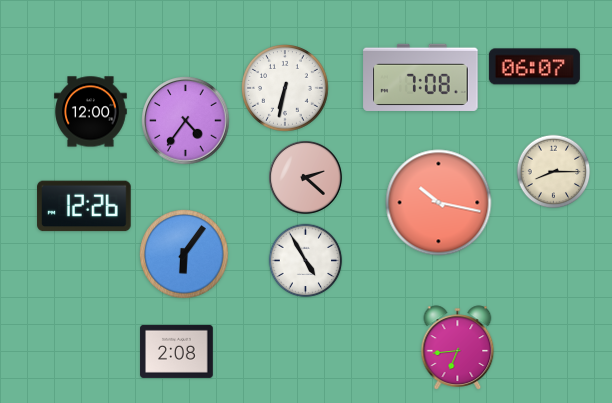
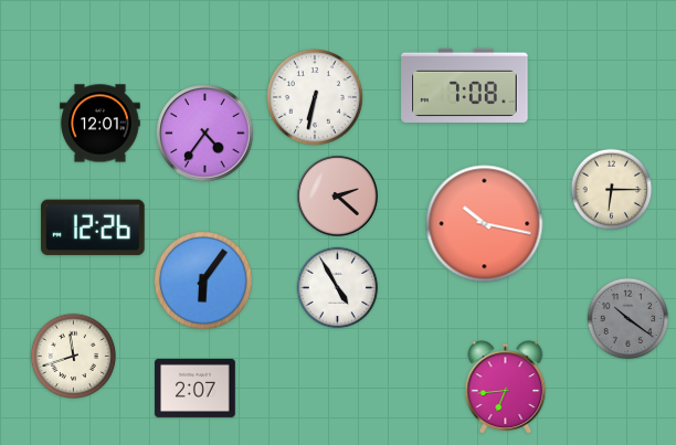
clock at (534, 67): 06:07 -> none
clock at (91, 112): 12:00 -> 12:01
clock at (554, 172): 8:15 -> 6:15
clock at (629, 319): none -> 10:21
clock at (73, 356): none -> 11:42
clock at (458, 348) position: (458, 348) -> (506, 388)
clock at (177, 351): 2:08 -> 2:07
